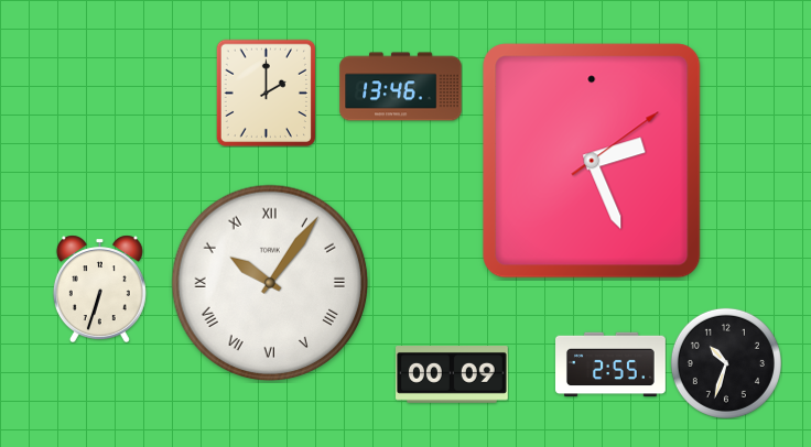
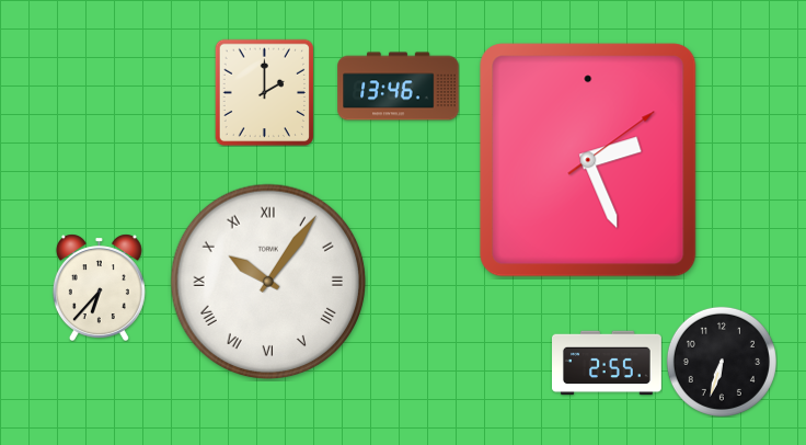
clock at (99, 288): 6:33 -> 6:37
clock at (726, 363): 10:33 -> 6:33
clock at (453, 375): 00:09 -> none
